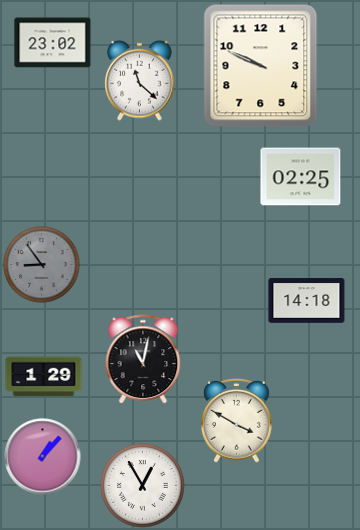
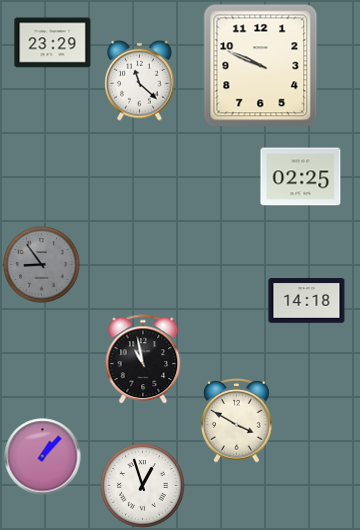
clock at (53, 43): 23:02 -> 23:29
clock at (143, 359): 11:02 -> 10:58
clock at (44, 377): 1:29 -> none
clock at (142, 485): 12:55 -> 12:57
